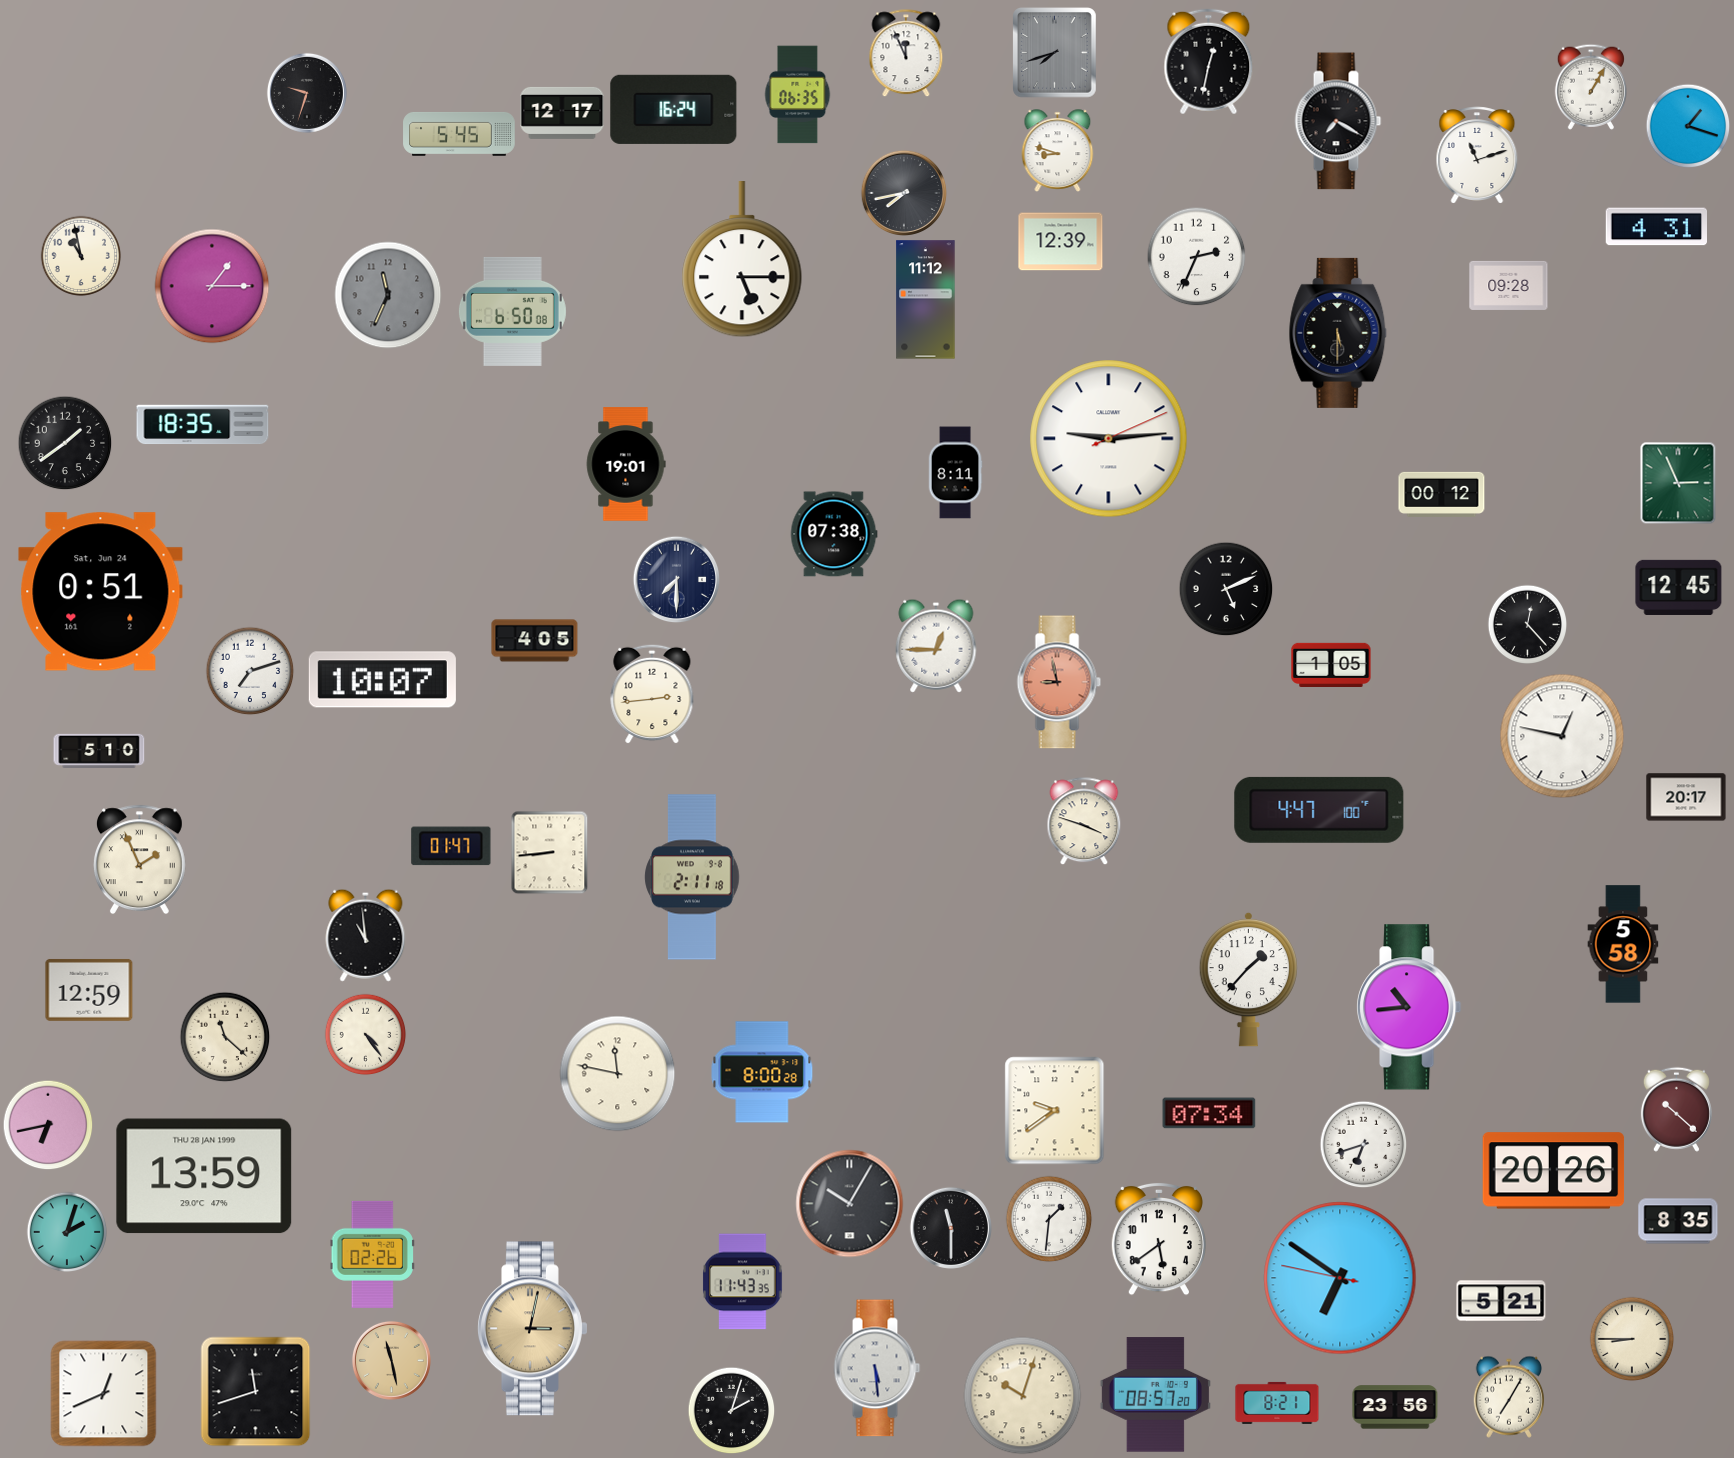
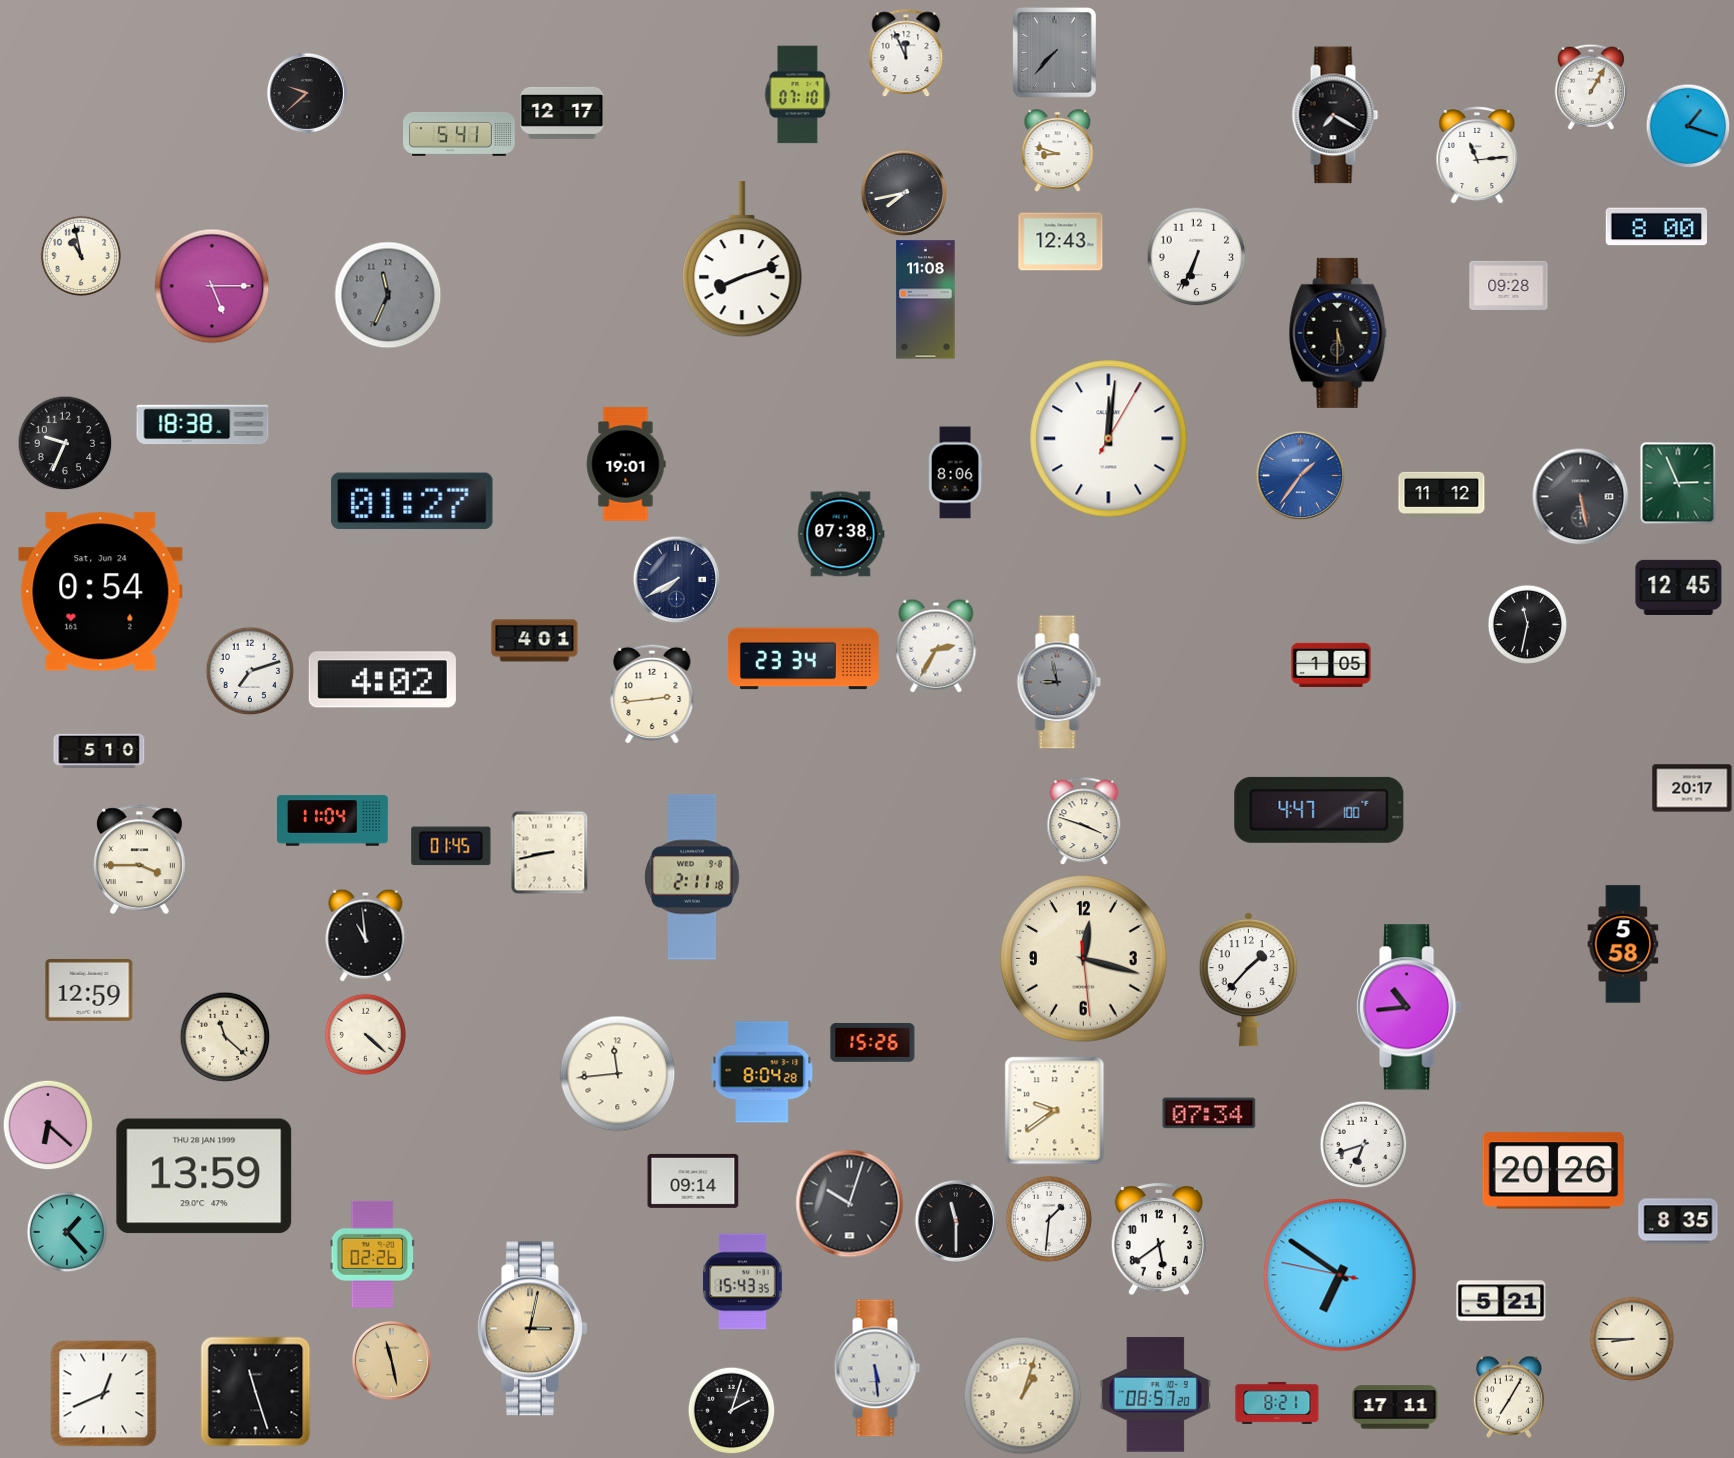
clock at (1055, 53): 7:42 -> 7:37
clock at (1209, 62): 12:32 -> none
clock at (307, 93): 9:33 -> 9:38
clock at (798, 95): 06:35 -> 07:10
clock at (674, 109): 16:24 -> none
clock at (1338, 121) position: (1338, 121) -> (1335, 115)
clock at (459, 134): 5:45 -> 5:41
clock at (1477, 155): 11:12 -> 11:14
clock at (1656, 227): 4:31 -> 8:00
clock at (1061, 242): 12:39 -> 12:43
clock at (1197, 257): 2:34 -> 6:34
clock at (742, 260): 5:15 -> 8:12
clock at (212, 286): 1:15 -> 5:15
clock at (926, 300): 11:12 -> 11:08
clock at (512, 311): 6:50 -> none
clock at (203, 425): 18:35 -> 18:38
clock at (1109, 439): 9:14 -> 12:01
clock at (65, 443): 1:39 -> 9:34
clock at (955, 473): 8:11 -> 8:06
clock at (1300, 475): none -> 1:36
clock at (1442, 494): 00:12 -> 11:12
clock at (1581, 497): none -> 5:28
clock at (412, 501): none -> 01:27
clock at (834, 534) position: (834, 534) -> (841, 534)
clock at (676, 579): 7:30 -> 7:40
clock at (1226, 589): 5:11 -> none
clock at (101, 592): 0:51 -> 0:54
clock at (1527, 624): 12:23 -> 11:32
clock at (535, 641): 4:05 -> 4:01
clock at (936, 646): 12:45 -> 2:35
clock at (803, 659): none -> 23:34
clock at (382, 680): 10:07 -> 4:02
clock at (1059, 682) dial: salmon -> grey
clock at (1562, 736): 12:47 -> none
clock at (1686, 797) position: (1686, 797) -> (1692, 788)
clock at (333, 821): none -> 11:04
clock at (451, 846): 01:47 -> 01:45
clock at (550, 852): 8:44 -> 8:43
clock at (139, 860): 1:56 -> 3:45
clock at (1084, 959): none -> 12:17
clock at (365, 1034): 4:24 -> 4:22
clock at (873, 1043): none -> 15:26
clock at (762, 1072): 8:00 -> 8:04
clock at (618, 1074): 11:47 -> 11:44
clock at (1676, 1109): 10:22 -> none
clock at (48, 1125): 6:43 -> 6:22
clock at (693, 1181): none -> 09:14
clock at (850, 1204): 10:05 -> 10:03
clock at (951, 1228) position: (951, 1228) -> (956, 1221)
clock at (67, 1232): 2:03 -> 1:23
clock at (1340, 1278) position: (1340, 1278) -> (1340, 1275)
clock at (743, 1282): 11:43 -> 15:43
clock at (256, 1392): 11:42 -> 11:27
clock at (1023, 1396): 10:03 -> 1:03
clock at (1395, 1407): 23:56 -> 17:11
